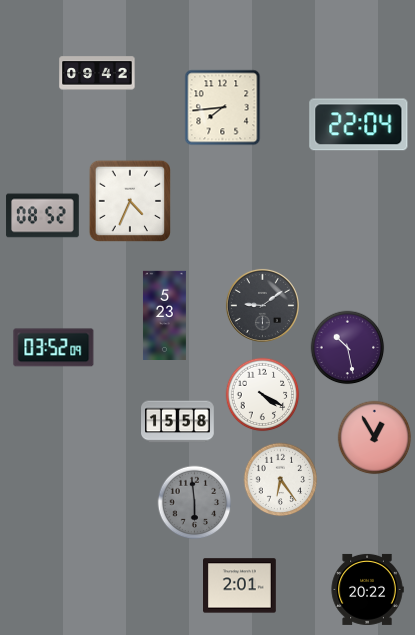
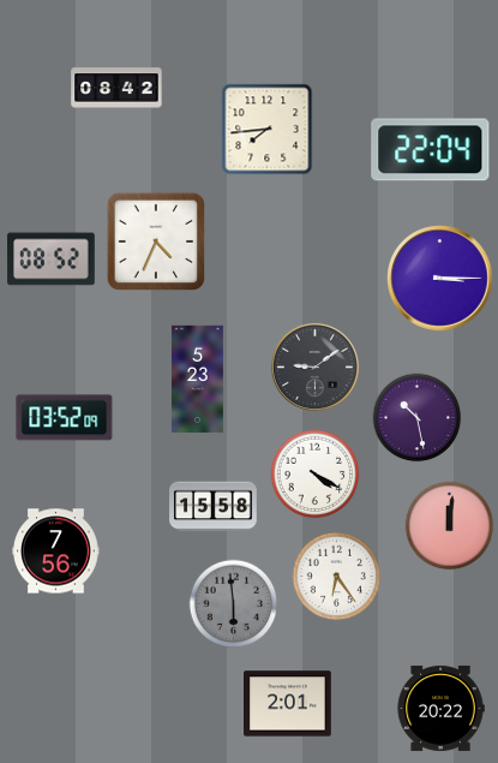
clock at (97, 73): 09:42 -> 08:42
clock at (440, 279): none -> 3:15
clock at (375, 438): 12:55 -> 12:01
clock at (56, 552): none -> 7:56
